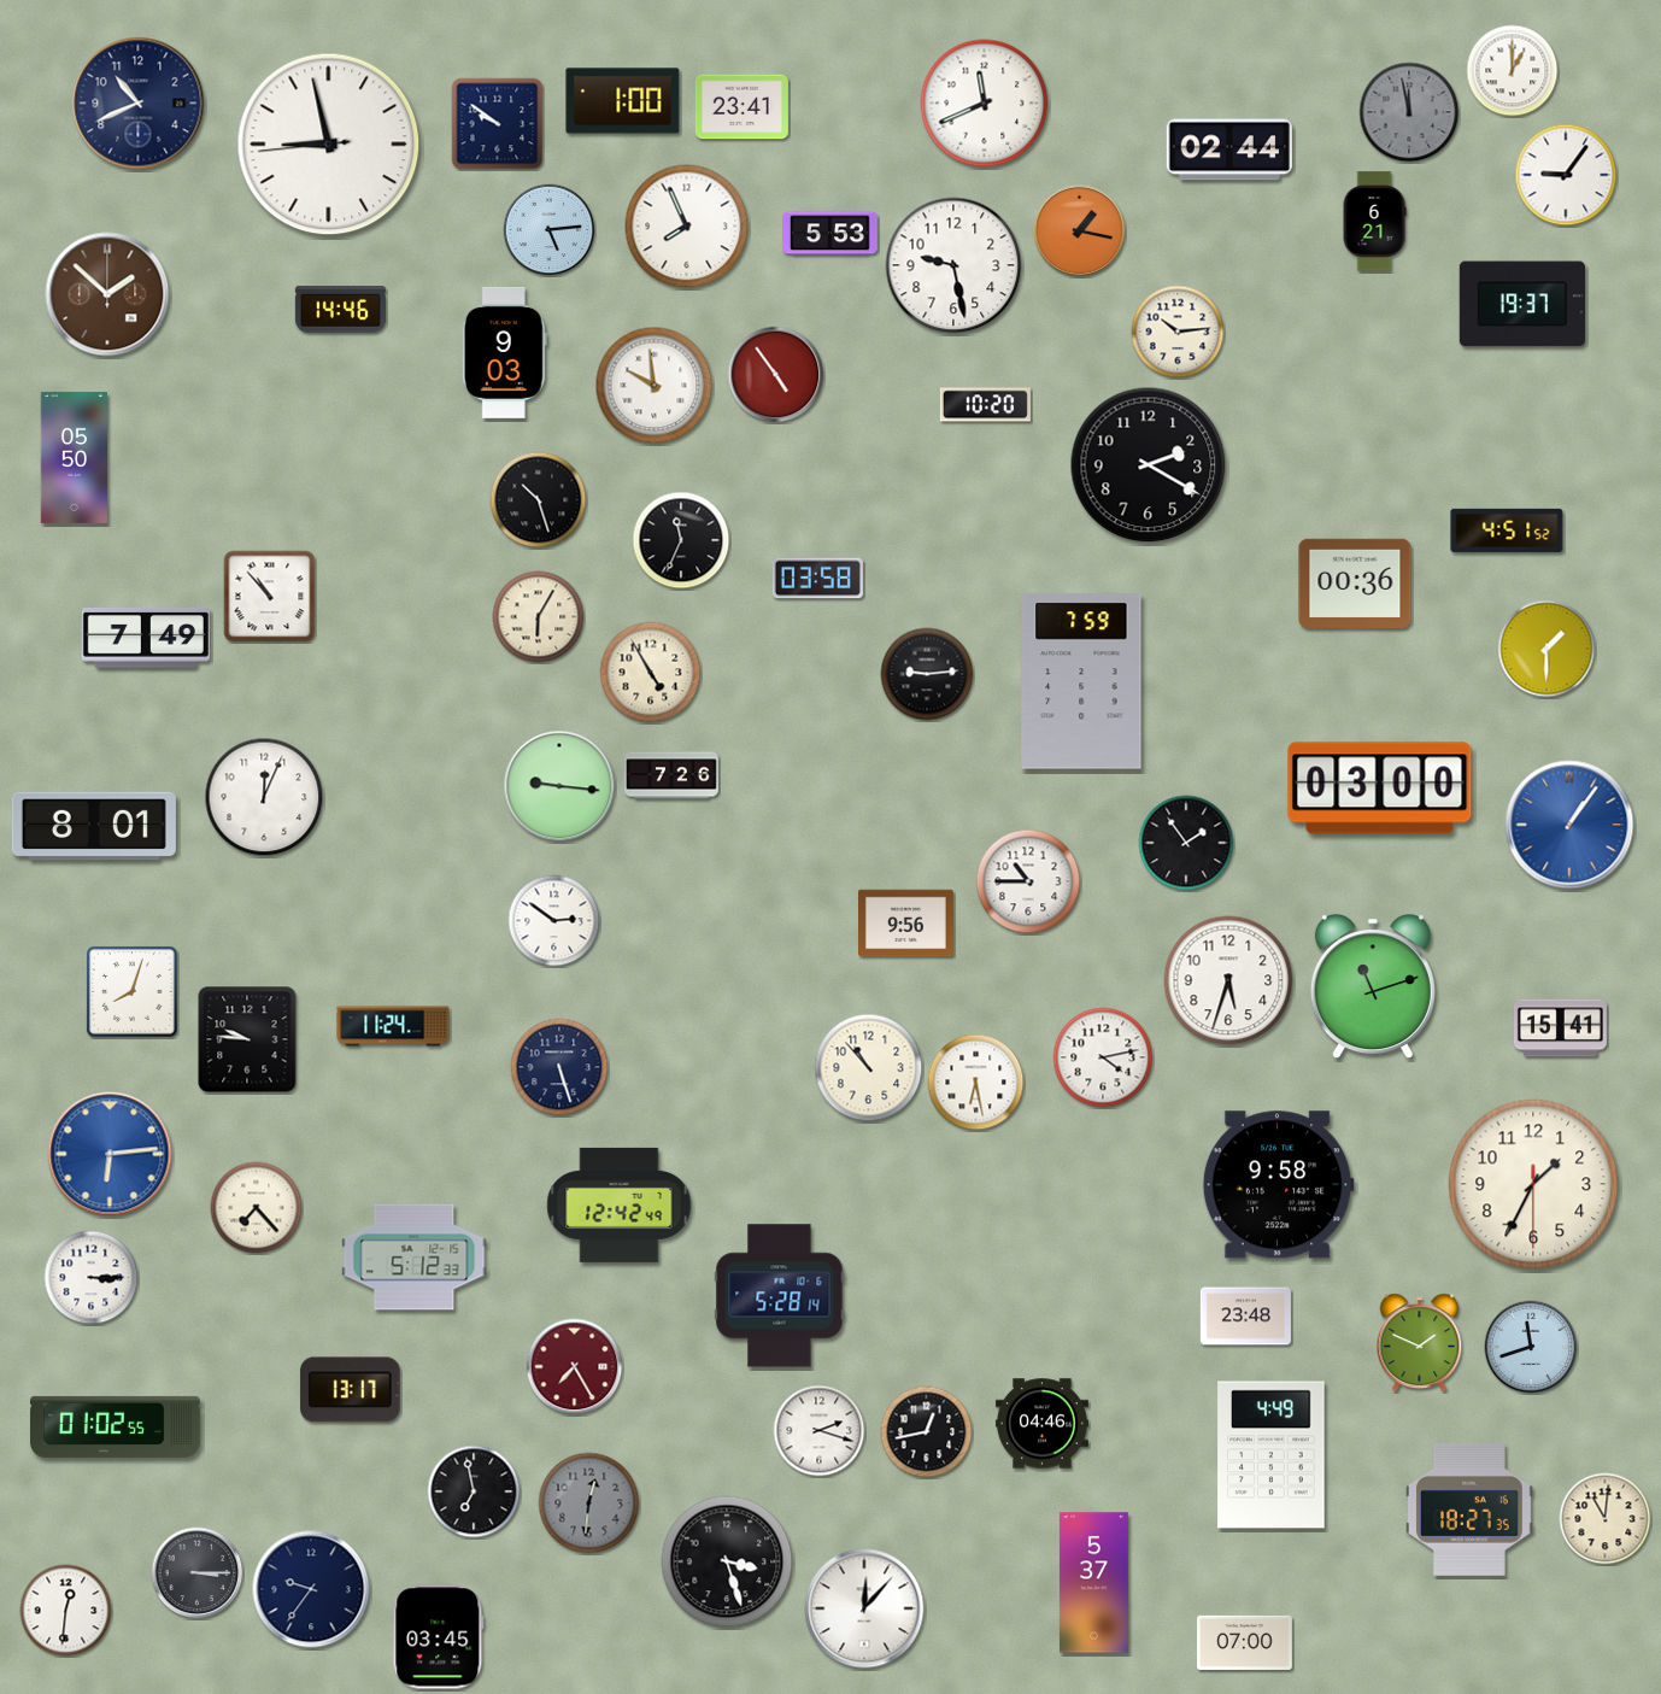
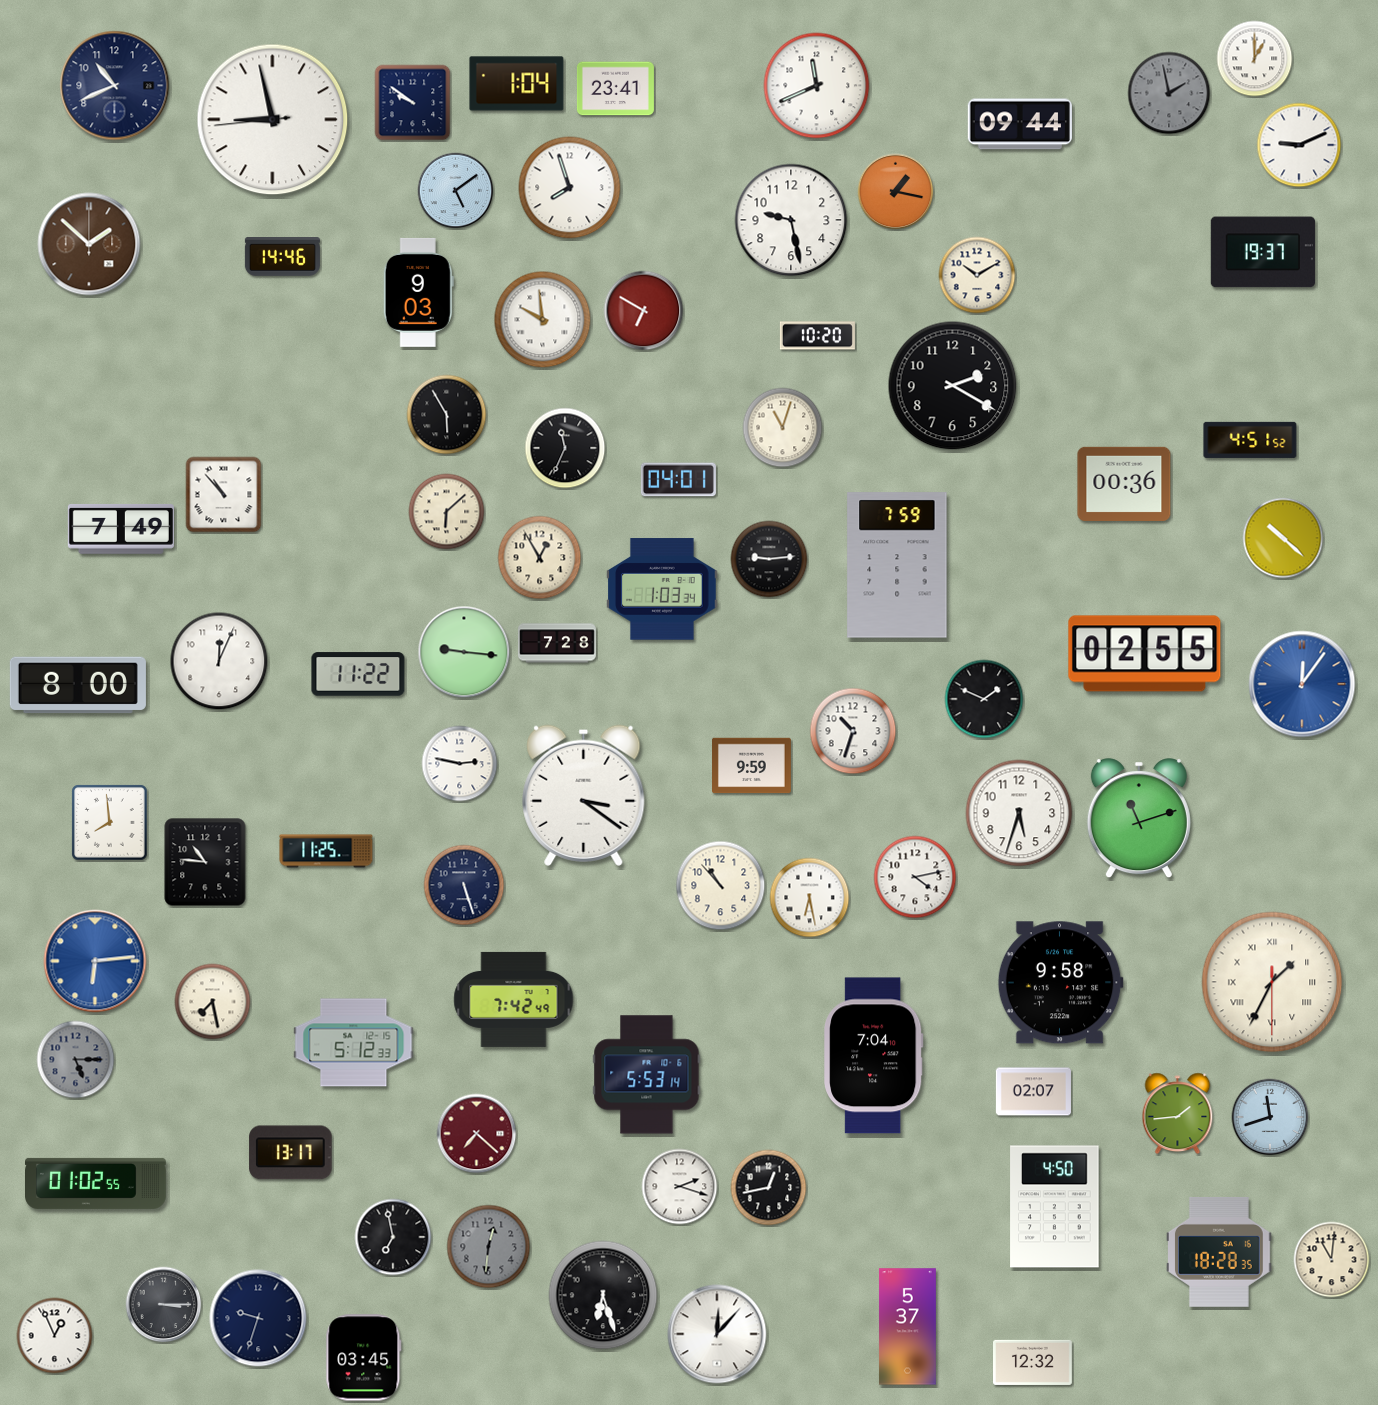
clock at (623, 101): 1:00 -> 1:04
clock at (1409, 112): 11:58 -> 1:58
clock at (1229, 150): 02:44 -> 09:44
clock at (1566, 175): 9:06 -> 9:11
clock at (1374, 222): 6:21 -> none
clock at (687, 227): 7:56 -> 7:57
clock at (550, 230): 5:14 -> 5:09
clock at (830, 234): 5:53 -> none
clock at (1178, 332): 10:14 -> 10:10
clock at (776, 375): 4:54 -> 6:50
clock at (74, 457): 05:50 -> none
clock at (539, 500): 10:27 -> 5:55
clock at (783, 428): none -> 11:03
clock at (817, 579): 03:58 -> 04:01
clock at (539, 617): 6:05 -> 6:08
clock at (1546, 649): 1:30 -> 10:22
clock at (651, 673): 4:55 -> 12:55
clock at (662, 589): none -> 1:03
clock at (671, 775): 7:26 -> 7:28
clock at (1380, 789): 03:00 -> 02:55
clock at (358, 674): none -> 11:22
clock at (1569, 825): 1:06 -> 12:06
clock at (94, 826): 8:01 -> 8:00
clock at (1186, 843): 1:54 -> 1:49
clock at (1028, 881): 10:45 -> 10:33
clock at (554, 921): 2:51 -> 2:47
clock at (906, 924): 9:56 -> 9:59
clock at (584, 795): none -> 3:21
clock at (133, 992): 8:03 -> 7:59
clock at (393, 1026): 11:24 -> 11:25
clock at (1560, 1028): 15:41 -> none
clock at (247, 1039): 9:46 -> 10:46
clock at (110, 1154) position: (110, 1154) -> (95, 961)
clock at (1533, 1184) numerals: Arabic -> Roman
clock at (620, 1204): 12:42 -> 7:42
clock at (257, 1208): 7:23 -> 7:28
clock at (415, 1258) position: (415, 1258) -> (354, 1043)
clock at (874, 1056): none -> 7:04
clock at (92, 1278): 3:15 -> 5:15
clock at (92, 1278) dial: white -> grey
clock at (780, 1296): 5:28 -> 5:53
clock at (1245, 1317): 23:48 -> 02:07
clock at (1420, 1343): 1:49 -> 1:44
clock at (575, 1367): 7:25 -> 7:22
clock at (1041, 1424): 04:46 -> none
clock at (1272, 1455): 4:49 -> 4:50
clock at (1471, 1510): 18:27 -> 18:28
clock at (727, 1561): 3:27 -> 6:27
clock at (1093, 1583) position: (1093, 1583) -> (907, 1327)
clock at (311, 1589): 9:36 -> 9:33
clock at (66, 1611): 12:31 -> 12:56
clock at (1245, 1642): 07:00 -> 12:32
